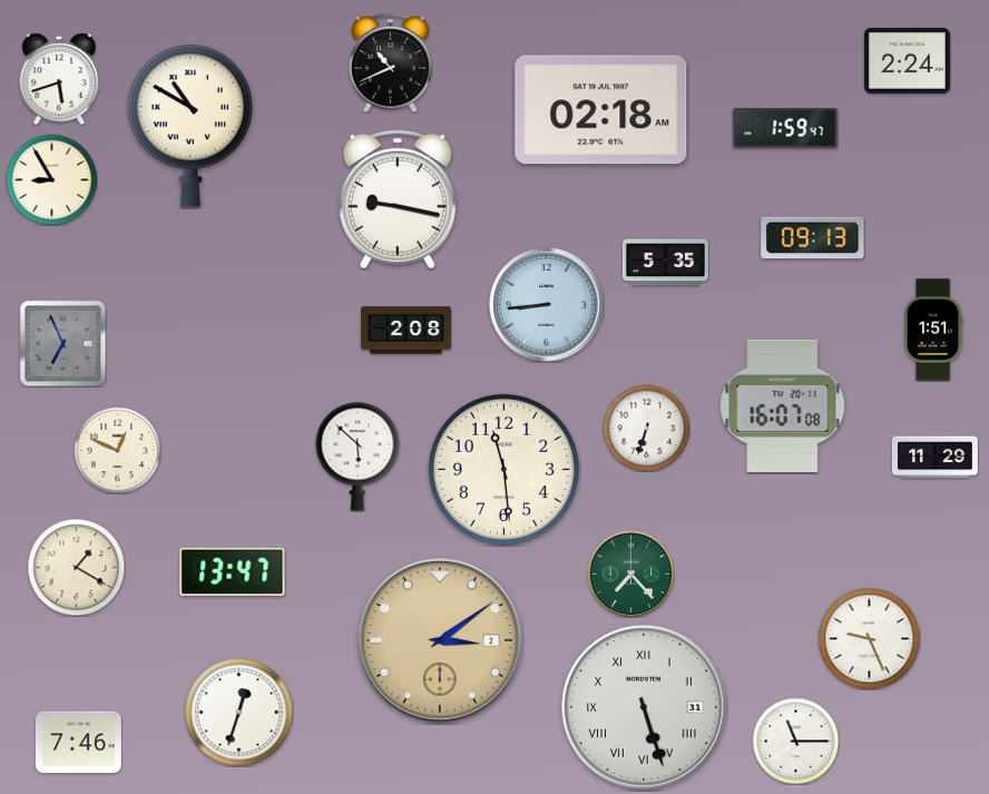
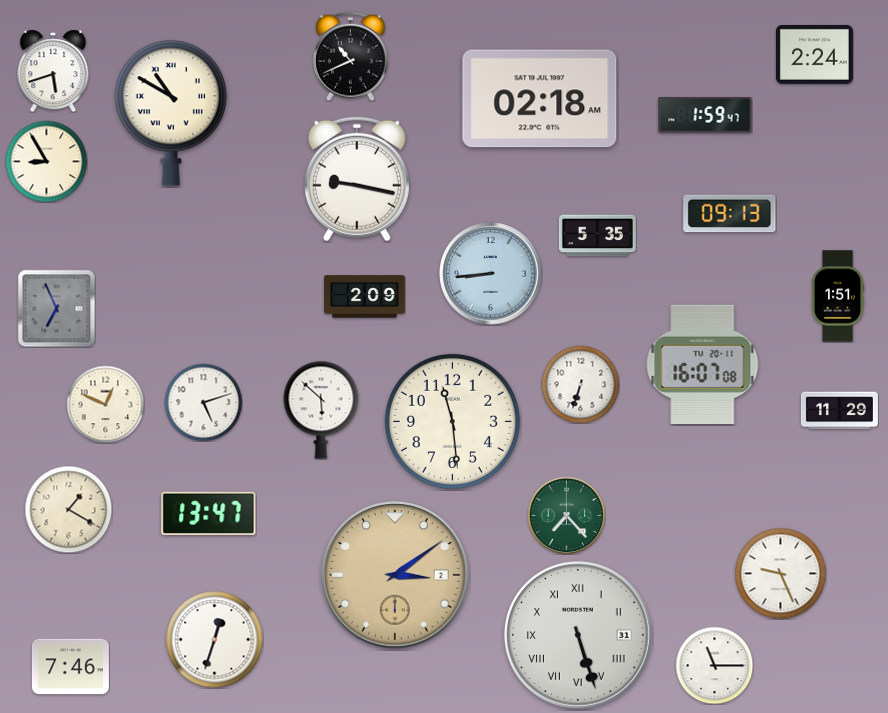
clock at (407, 331): 2:08 -> 2:09
clock at (203, 402): none -> 5:12
